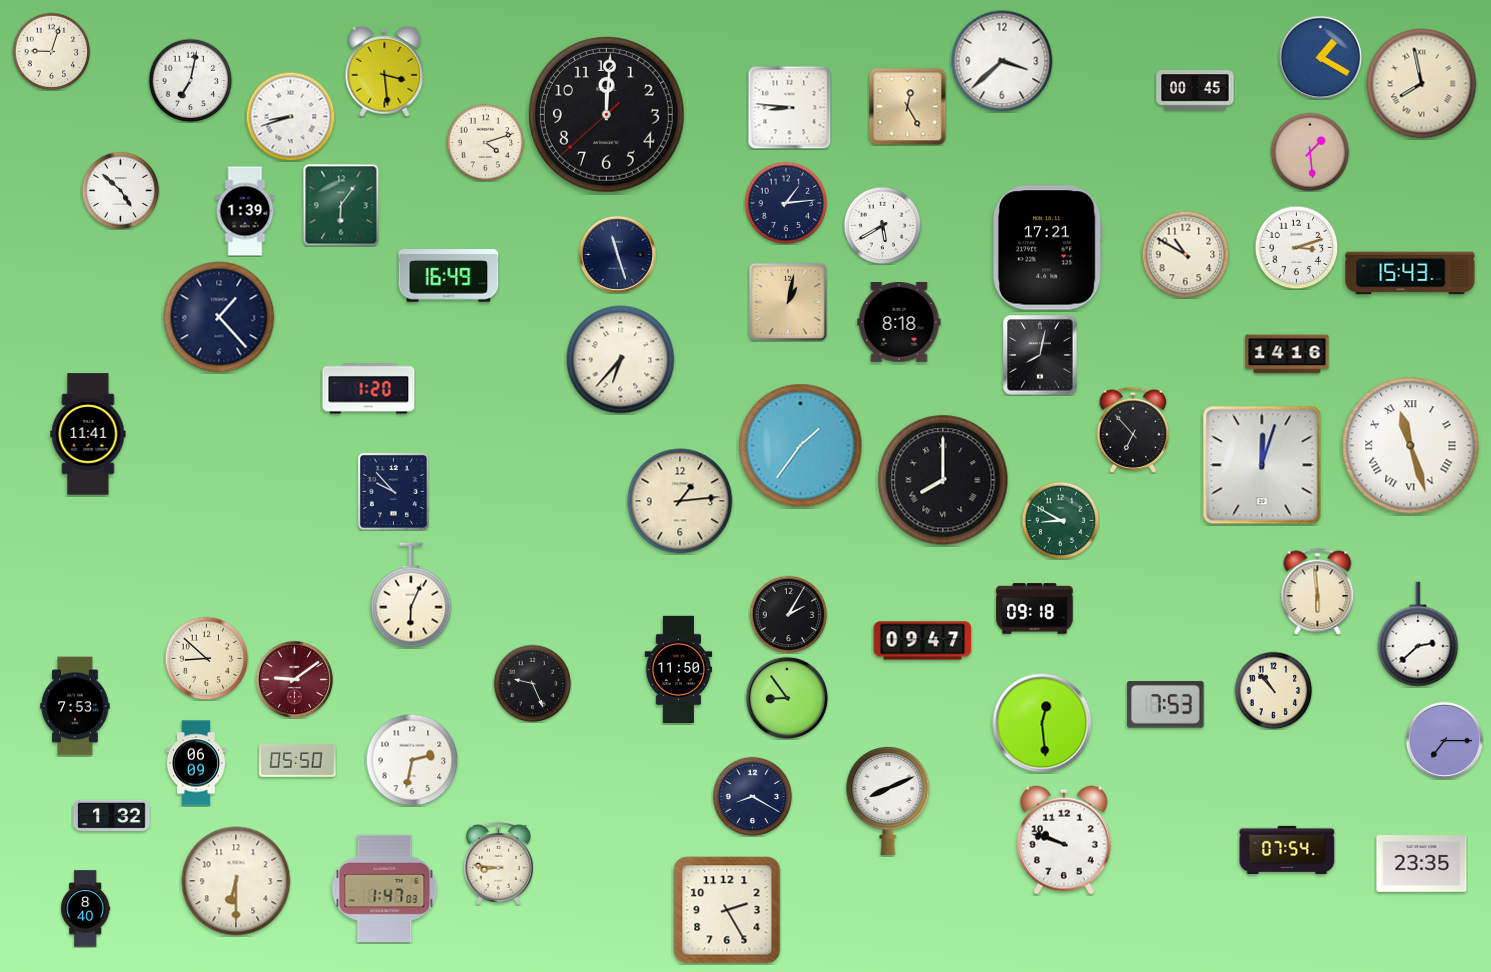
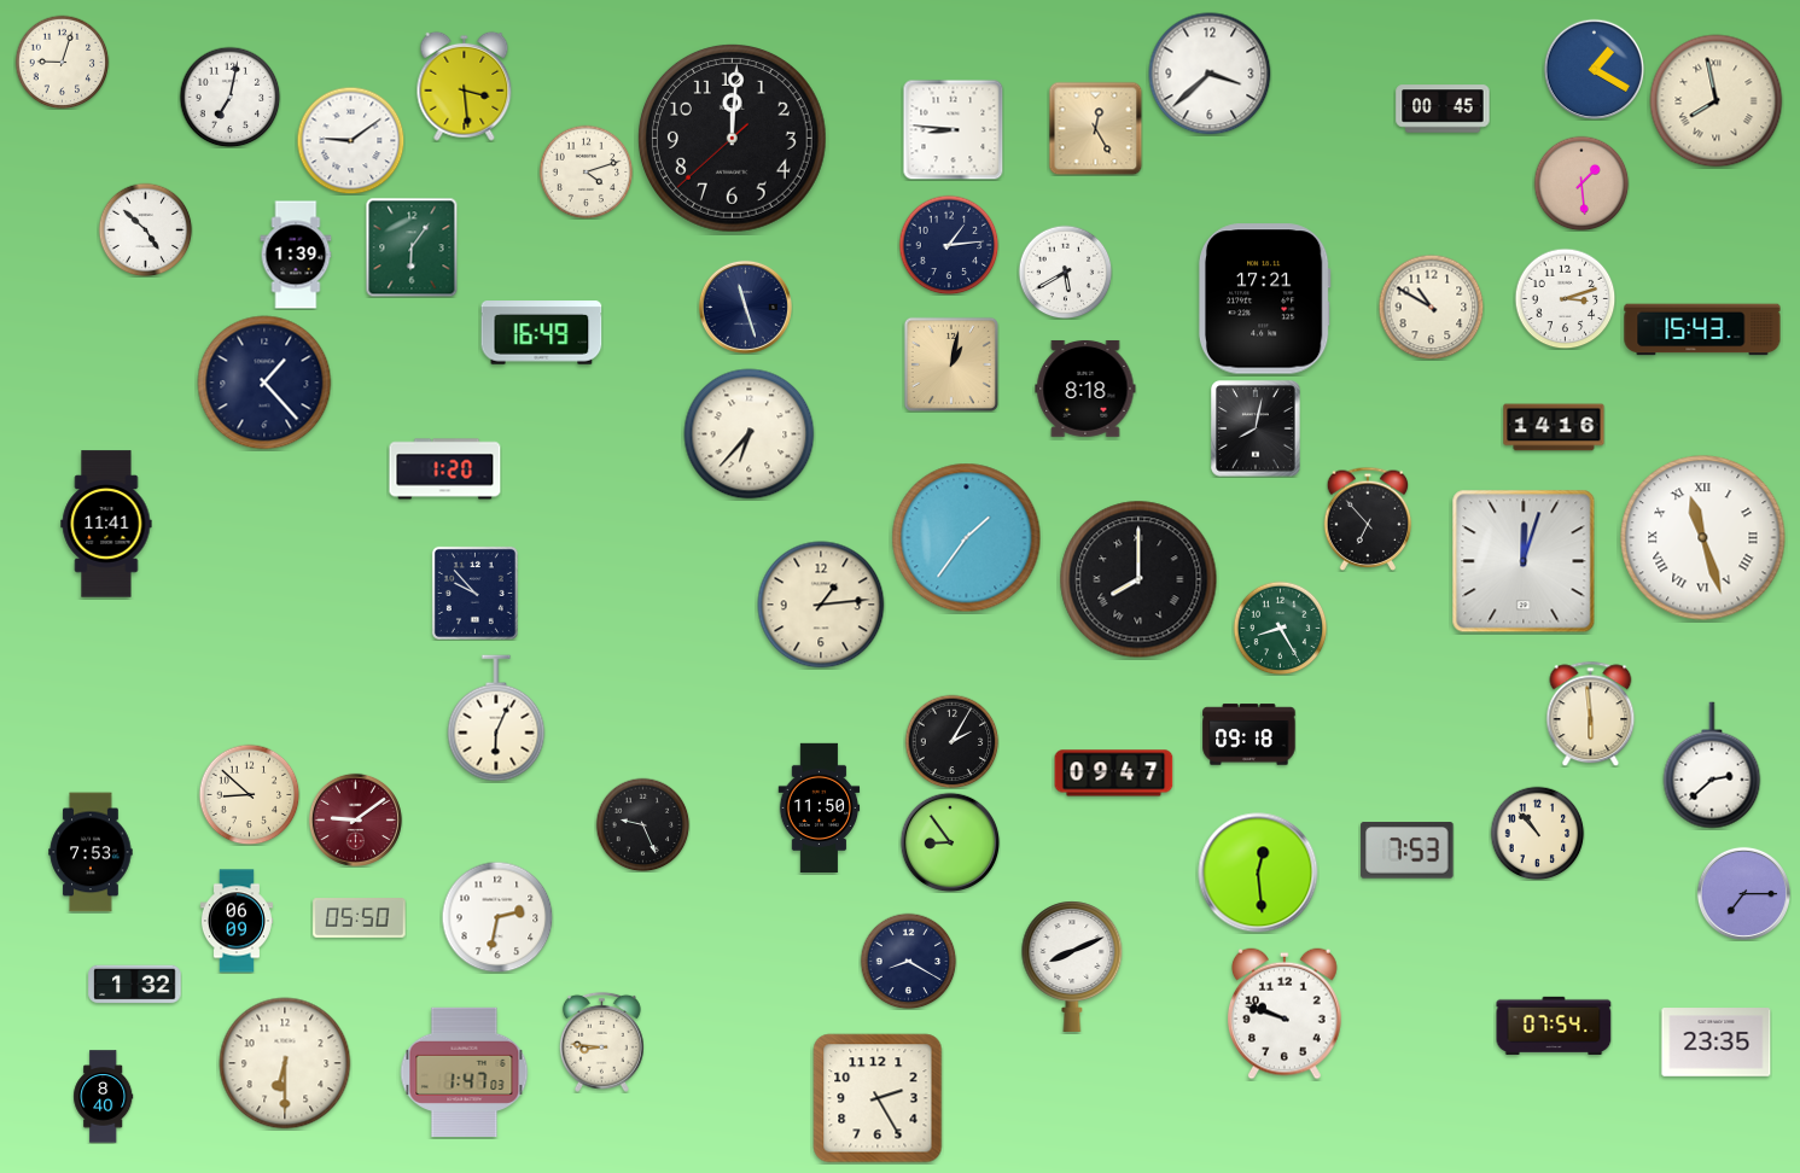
clock at (290, 116): 8:42 -> 9:09
clock at (1060, 520): 8:50 -> 8:25
